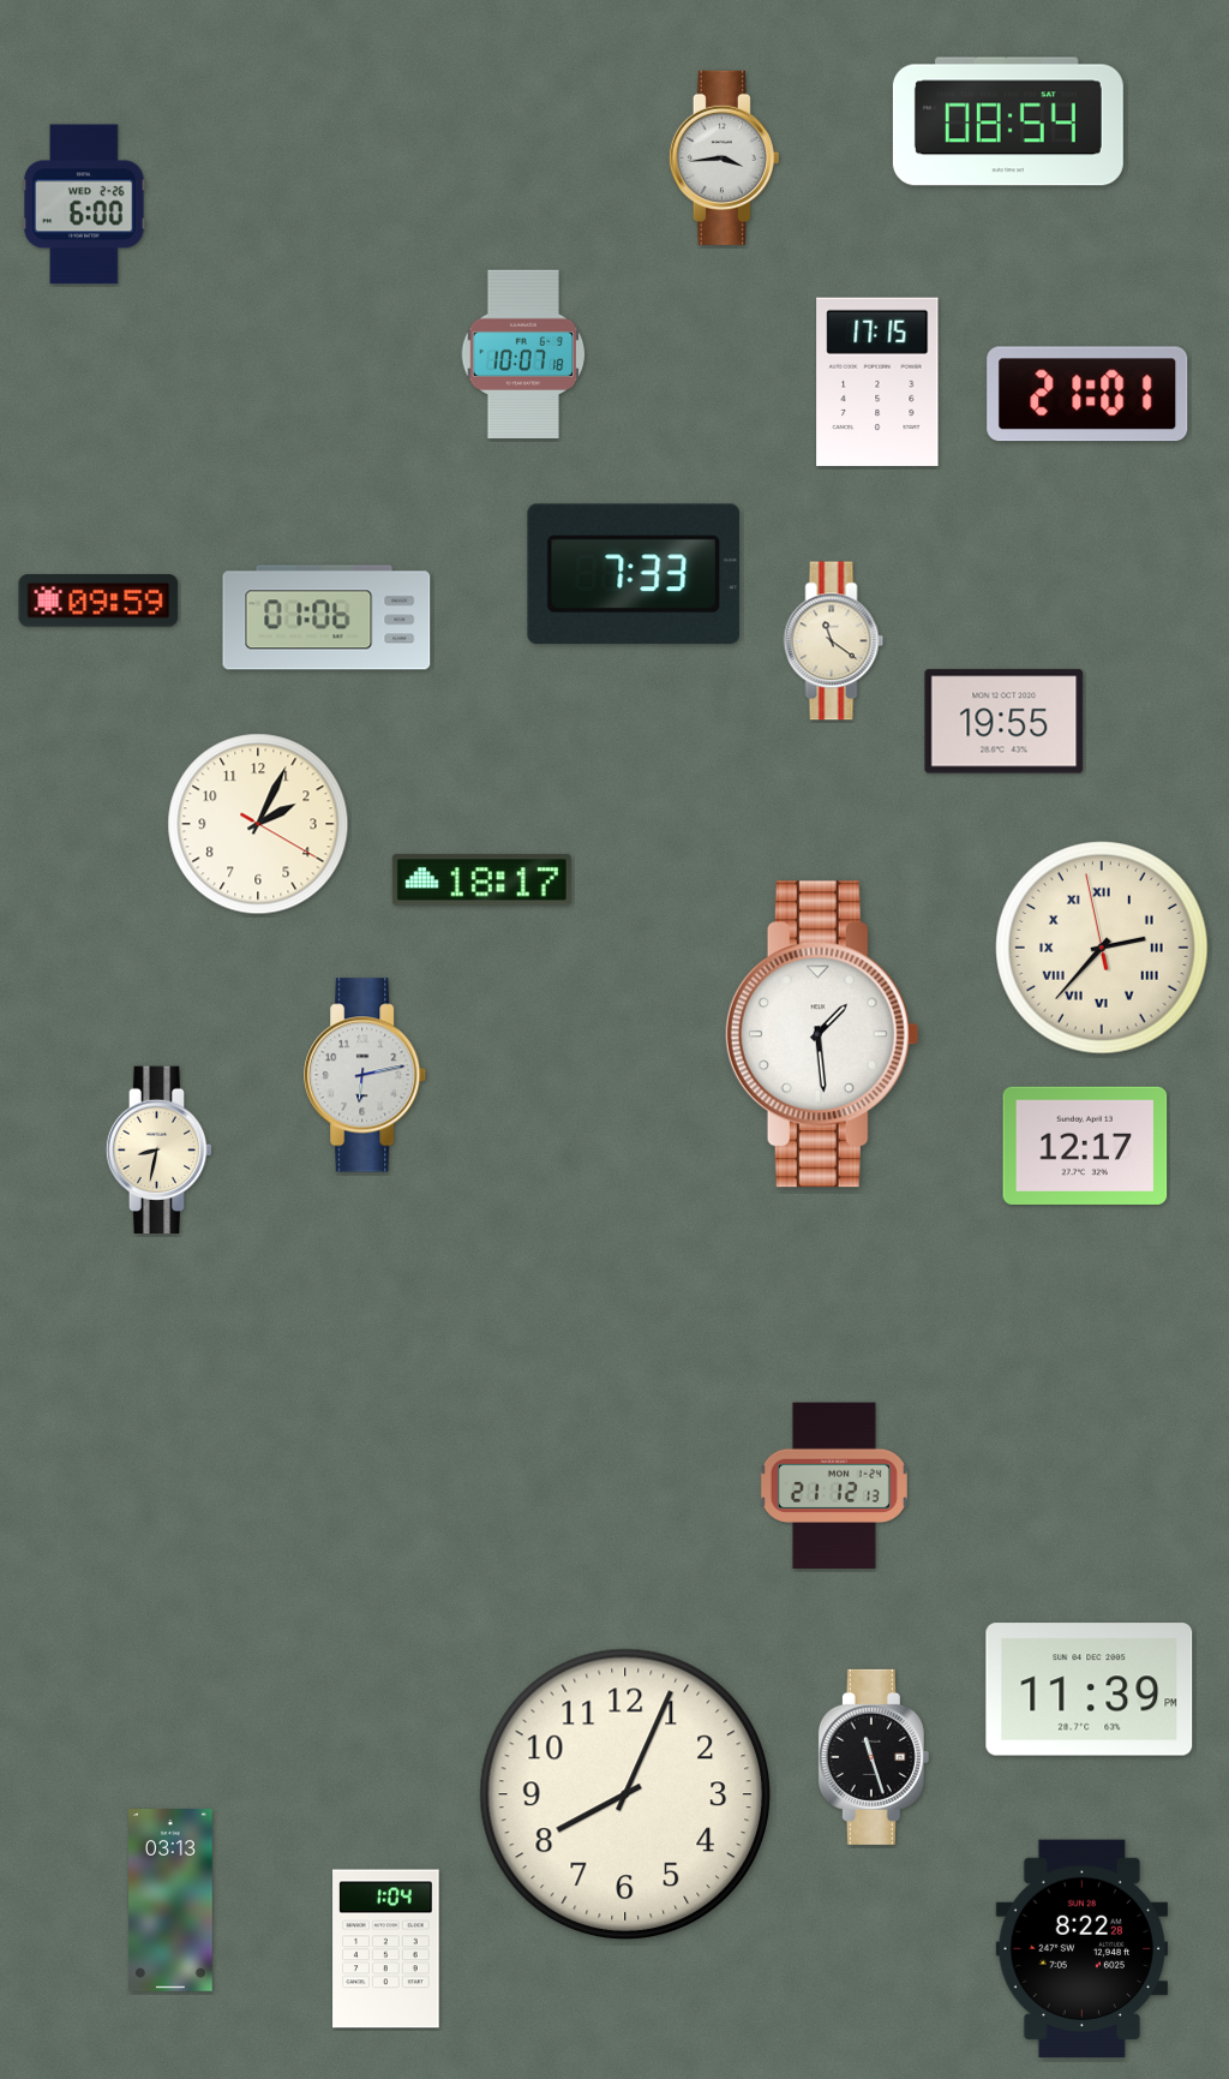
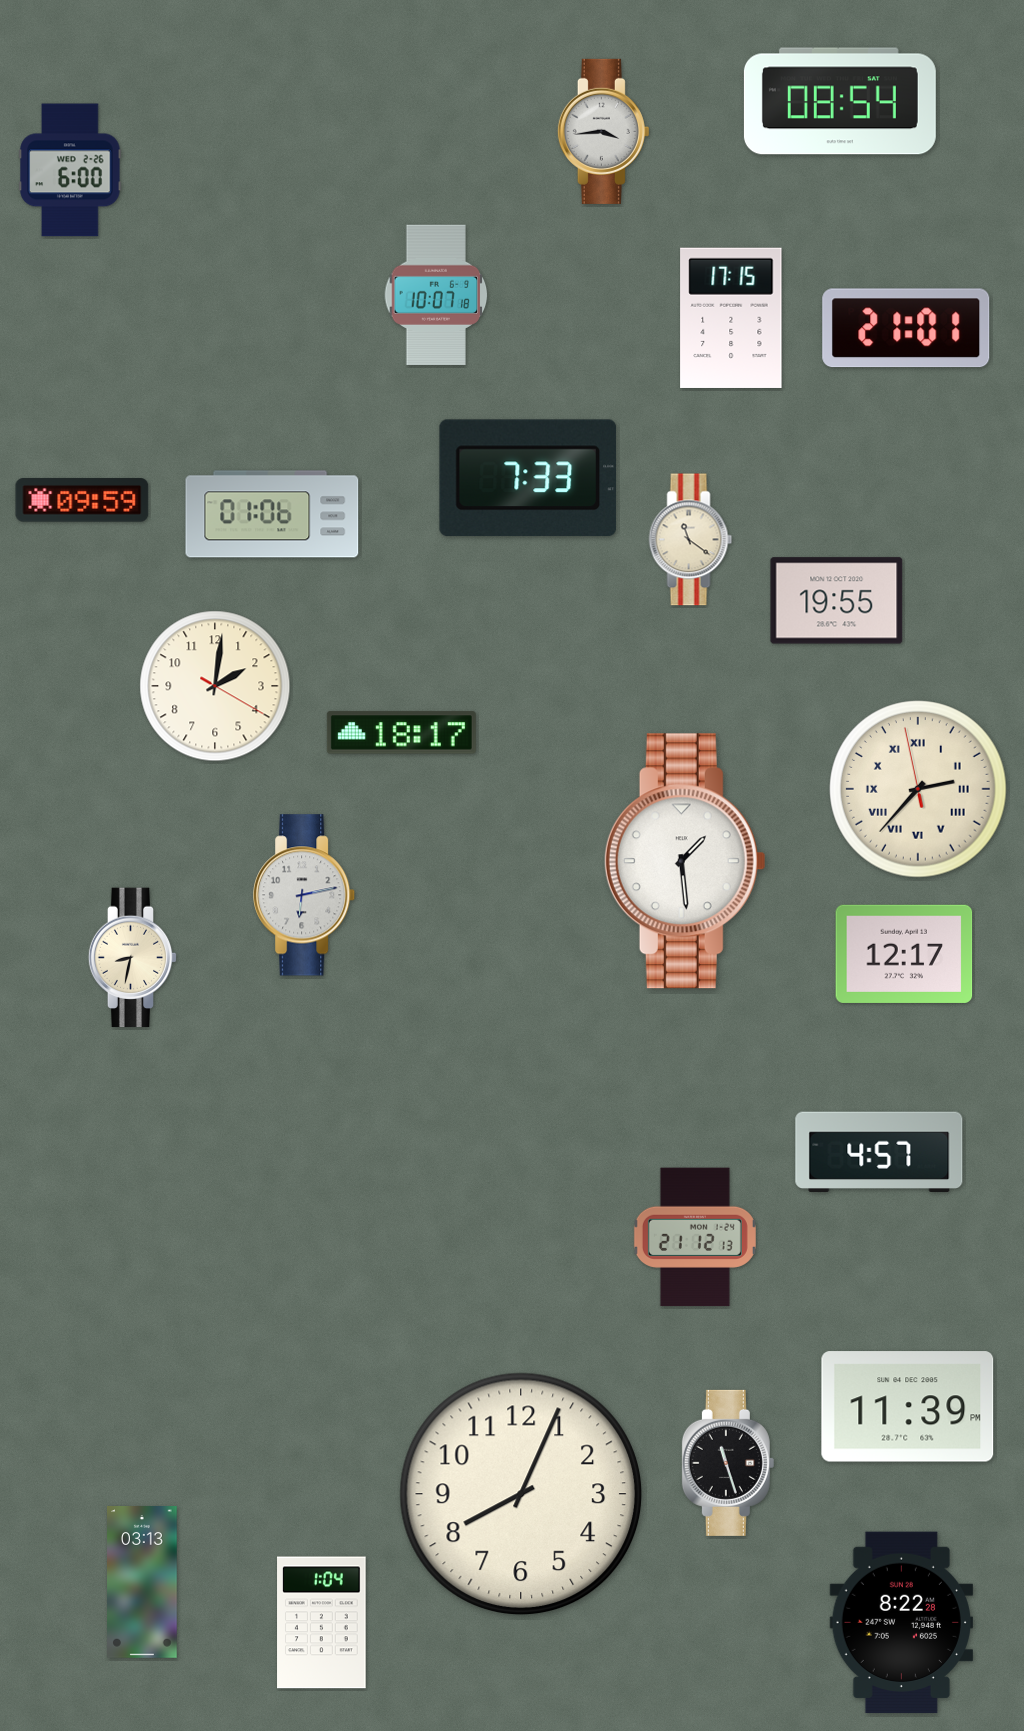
clock at (834, 641) position: (834, 641) -> (691, 540)
clock at (258, 824): 2:04 -> 2:01
clock at (879, 1152): none -> 4:57
